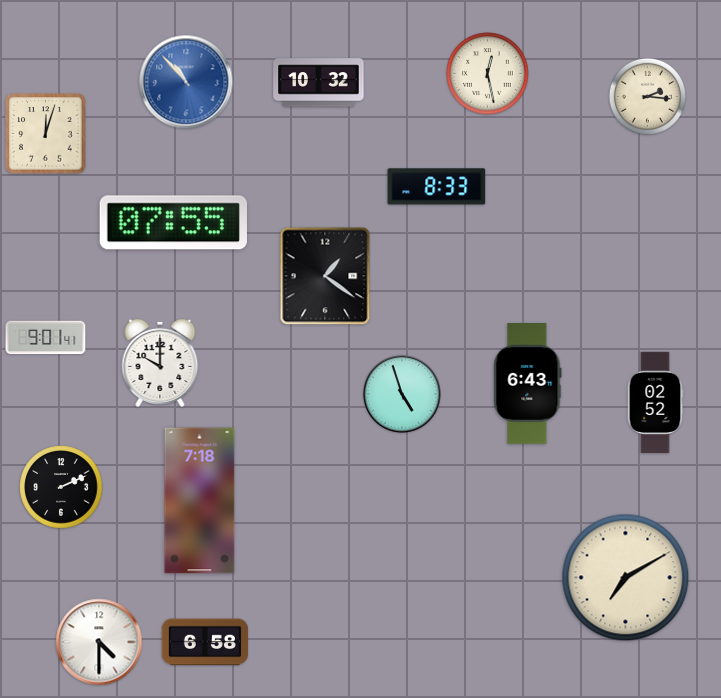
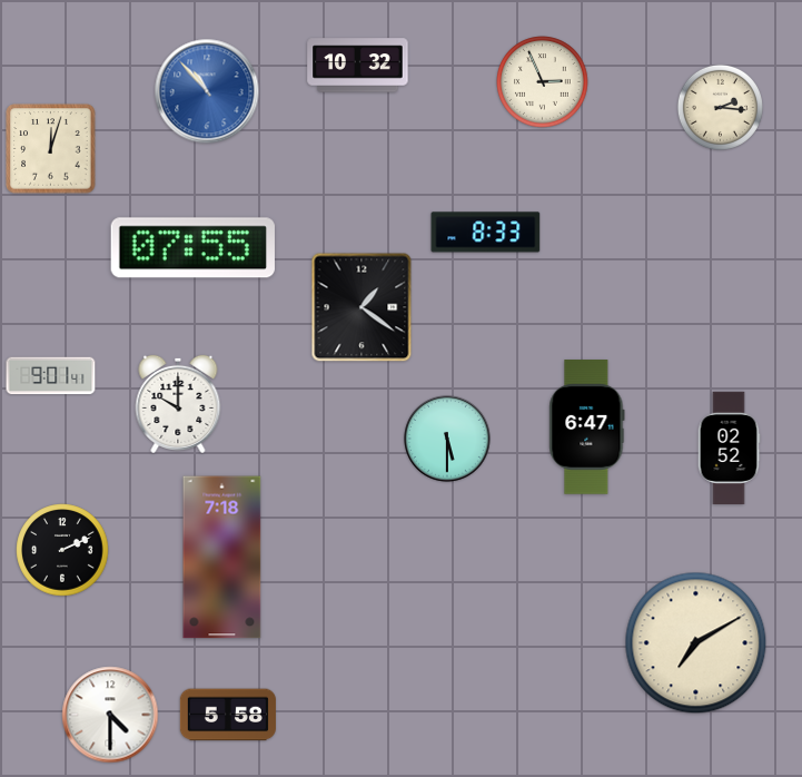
clock at (488, 74): 12:28 -> 2:56
clock at (319, 83) position: (319, 83) -> (358, 66)
clock at (437, 187) position: (437, 187) -> (486, 233)
clock at (528, 384): 6:43 -> 6:47
clock at (402, 394): 4:57 -> 5:30
clock at (61, 487) position: (61, 487) -> (62, 550)
clock at (205, 642): 6:58 -> 5:58
